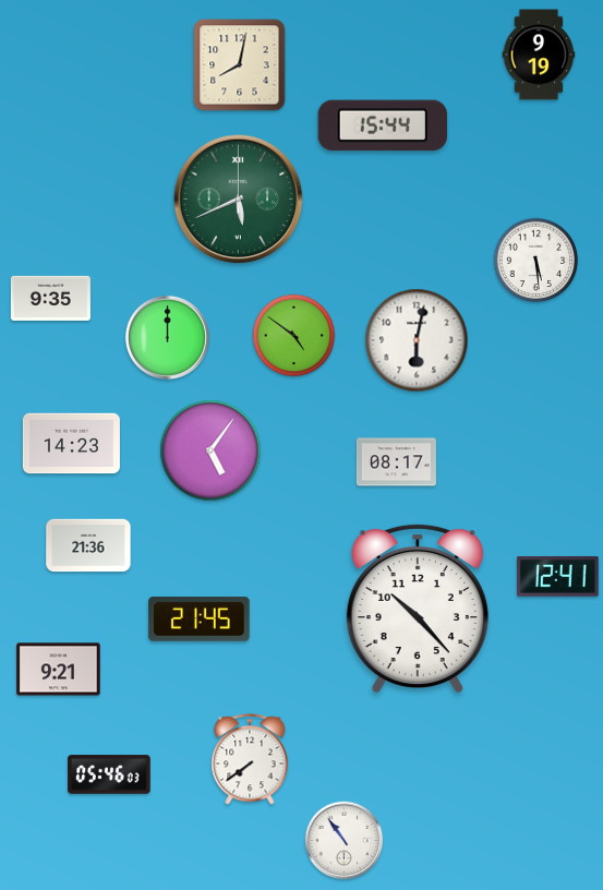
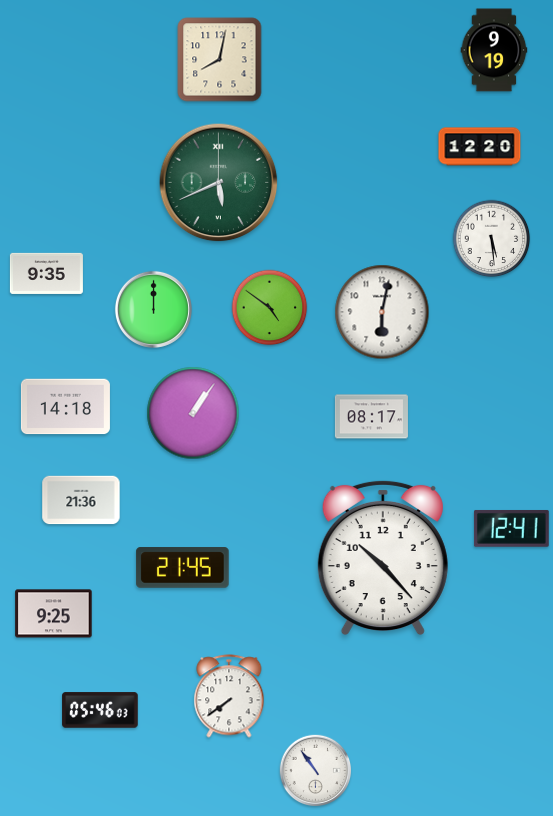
clock at (383, 125): 15:44 -> none
clock at (480, 147): none -> 12:20
clock at (71, 444): 14:23 -> 14:18
clock at (210, 450): 5:06 -> 1:06
clock at (396, 462) position: (396, 462) -> (371, 417)
clock at (59, 670): 9:21 -> 9:25
